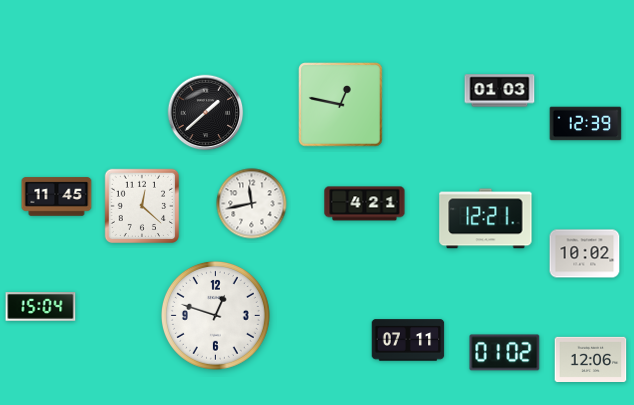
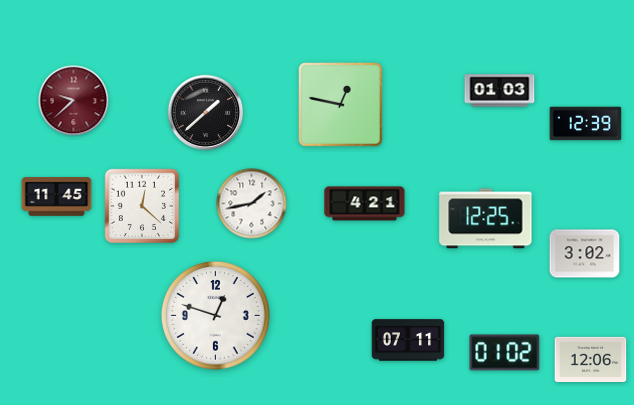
clock at (74, 101): none -> 9:38
clock at (252, 204): 11:43 -> 1:43
clock at (486, 219): 12:21 -> 12:25
clock at (585, 254): 10:02 -> 3:02
clock at (41, 307): 15:04 -> none
